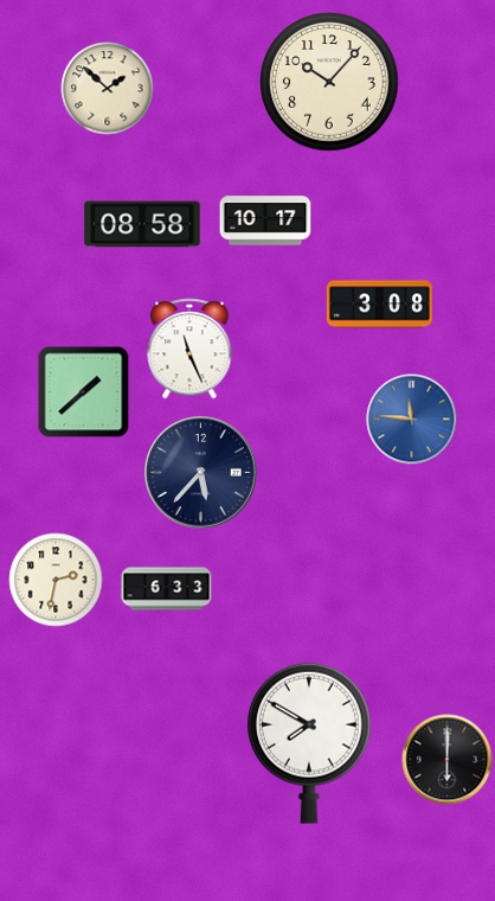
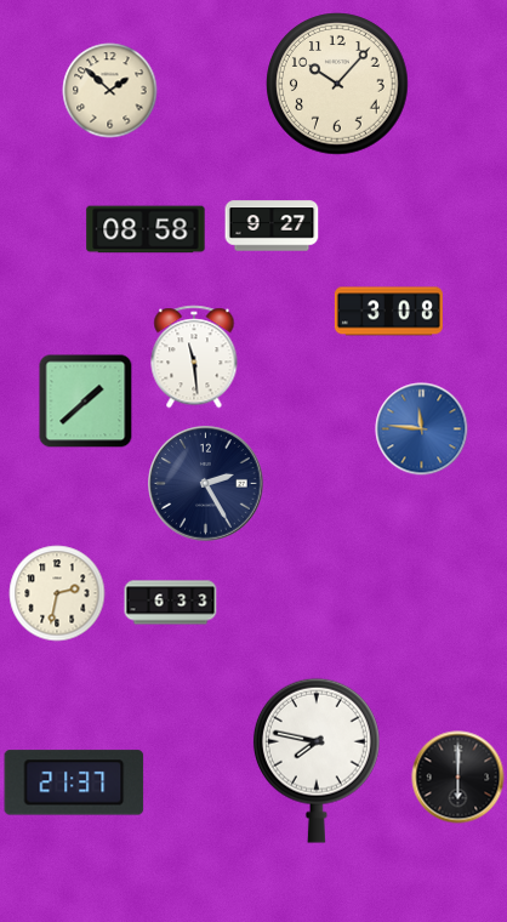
clock at (265, 221): 10:17 -> 9:27
clock at (189, 349): 11:26 -> 11:29
clock at (201, 473): 5:37 -> 2:25
clock at (309, 743): 7:50 -> 7:47
clock at (74, 782): none -> 21:37
